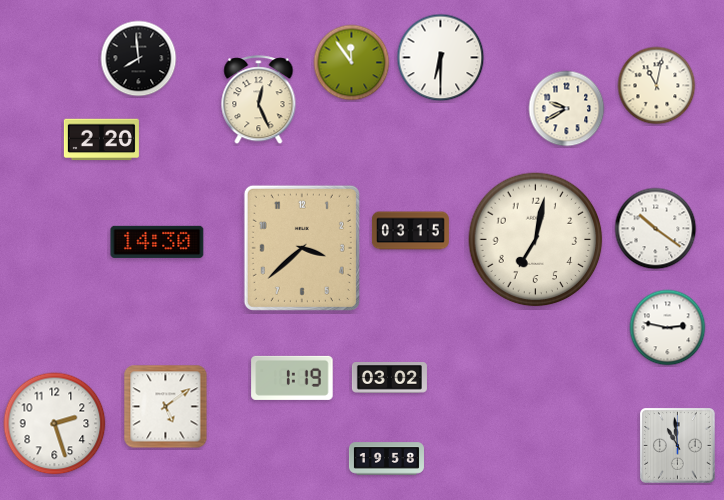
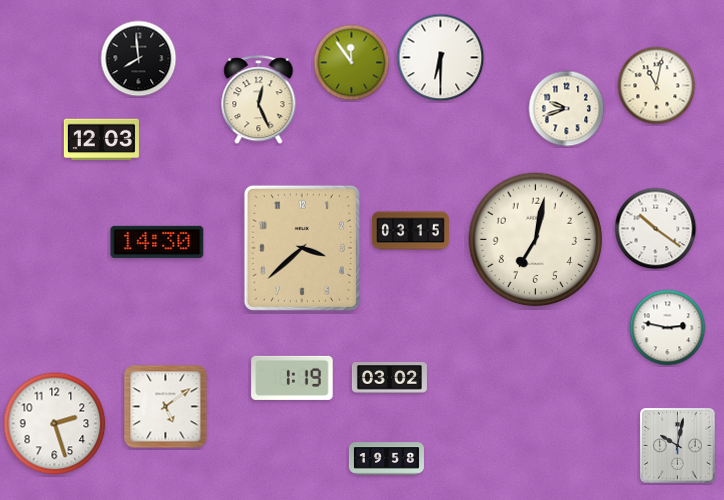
clock at (567, 109): 9:40 -> 9:42
clock at (101, 140): 2:20 -> 12:03
clock at (678, 446): 10:59 -> 10:02
